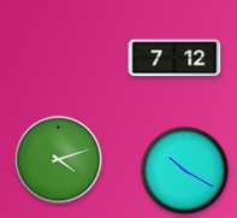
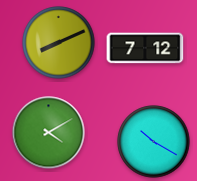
clock at (59, 43): none -> 8:11
clock at (59, 160): 4:12 -> 4:10
